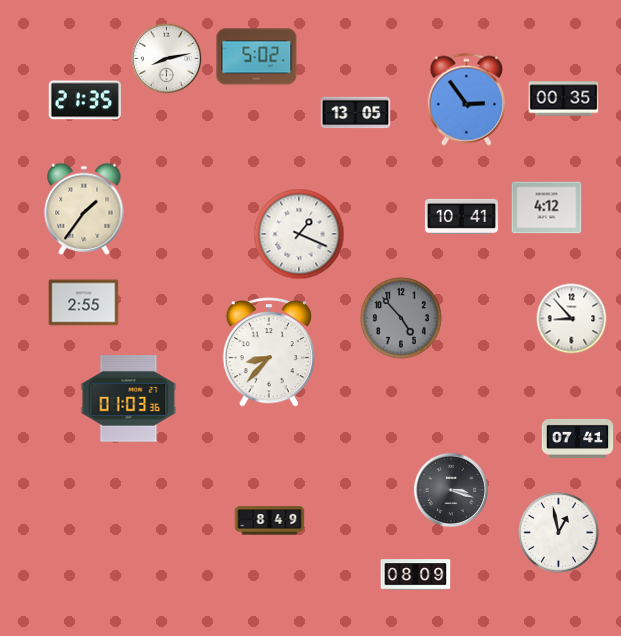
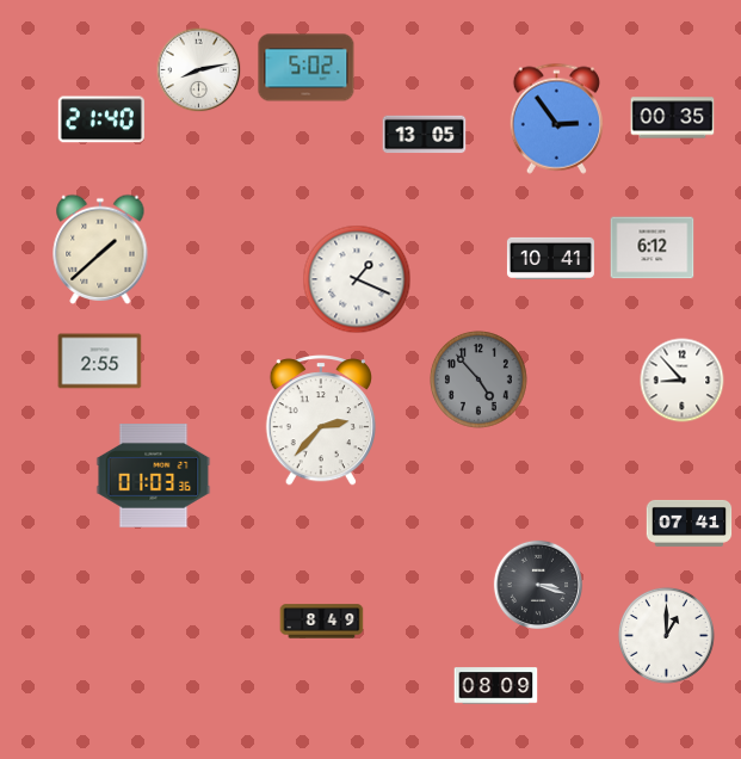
clock at (85, 100): 21:35 -> 21:40
clock at (547, 208): 4:12 -> 6:12
clock at (84, 209): 1:36 -> 1:38
clock at (269, 352): 8:37 -> 2:37
clock at (558, 532): 12:58 -> 1:00
